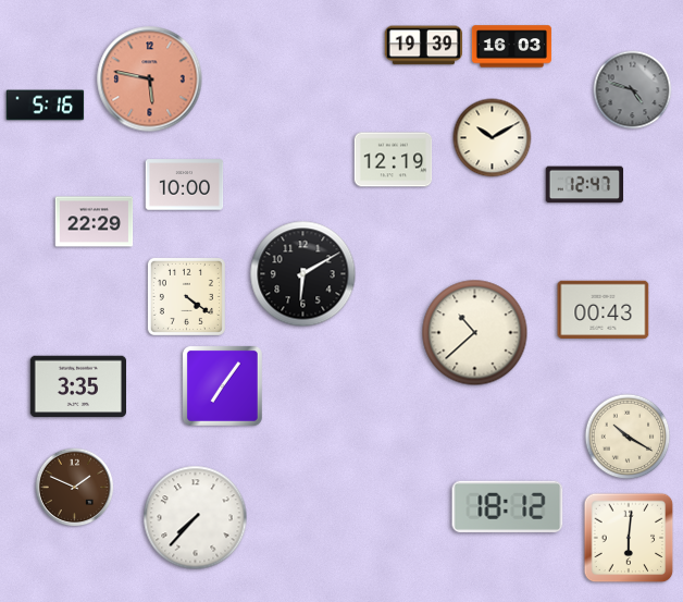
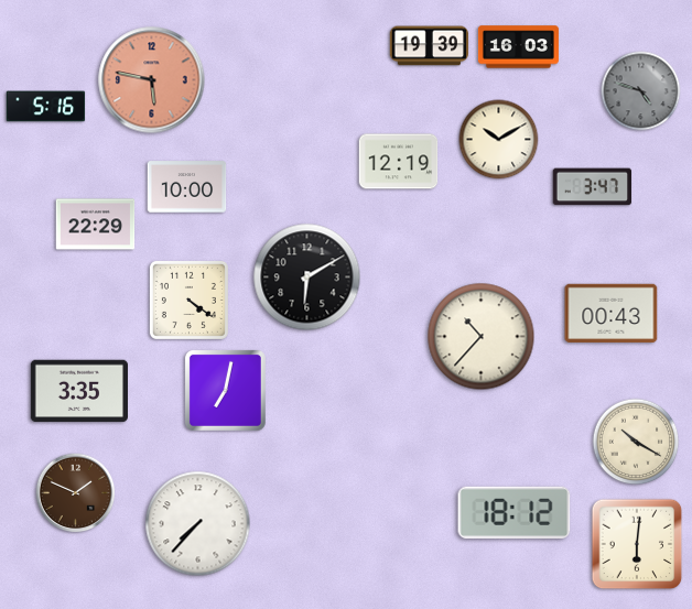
clock at (585, 185): 12:47 -> 3:47
clock at (475, 333): 10:38 -> 10:37
clock at (222, 385): 7:06 -> 7:02
